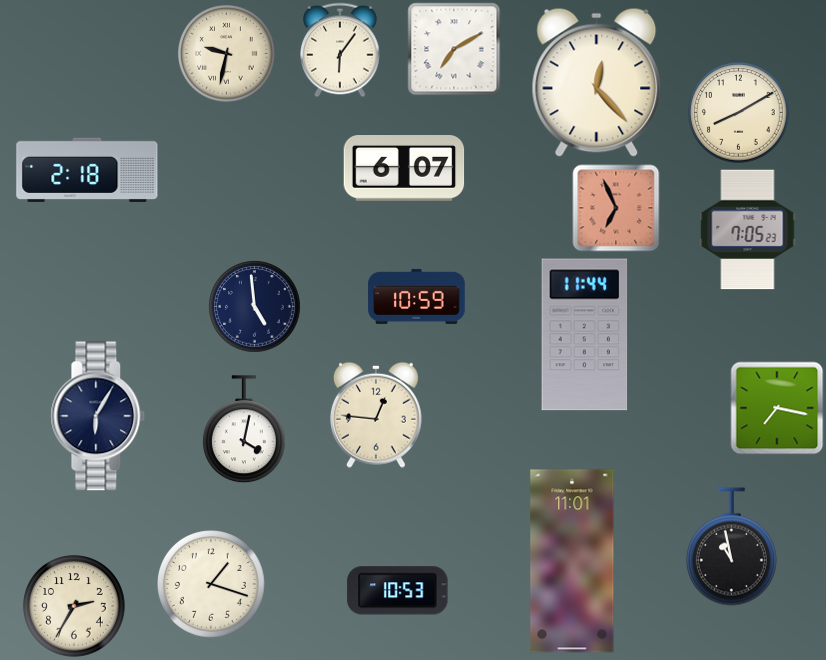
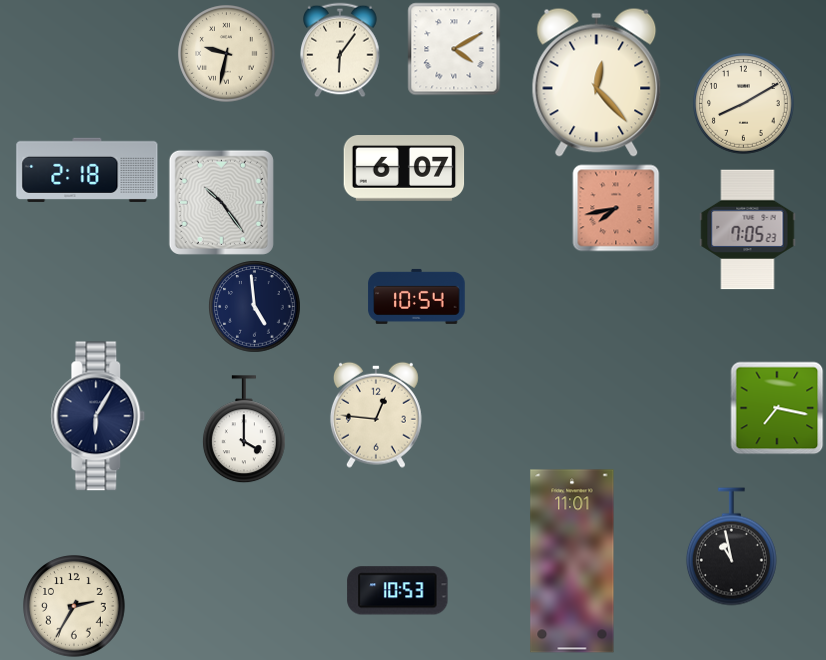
clock at (454, 49): 7:10 -> 4:10
clock at (739, 113) position: (739, 113) -> (744, 104)
clock at (221, 202): none -> 10:24
clock at (616, 208): 6:56 -> 7:43
clock at (417, 296): 10:59 -> 10:54
clock at (585, 335): 11:44 -> none
clock at (244, 430): 4:02 -> 4:00
clock at (212, 585): 1:18 -> none
